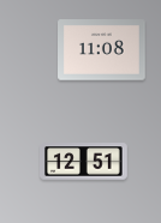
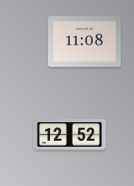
clock at (84, 162): 12:51 -> 12:52
